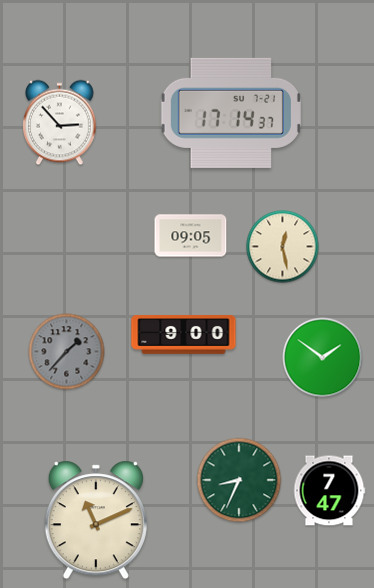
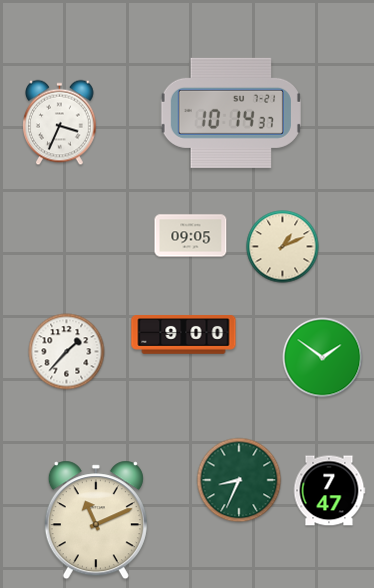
clock at (231, 113): 17:14 -> 10:14
clock at (60, 123): 2:53 -> 3:34
clock at (283, 247): 12:28 -> 1:11
clock at (67, 352) dial: grey -> white
